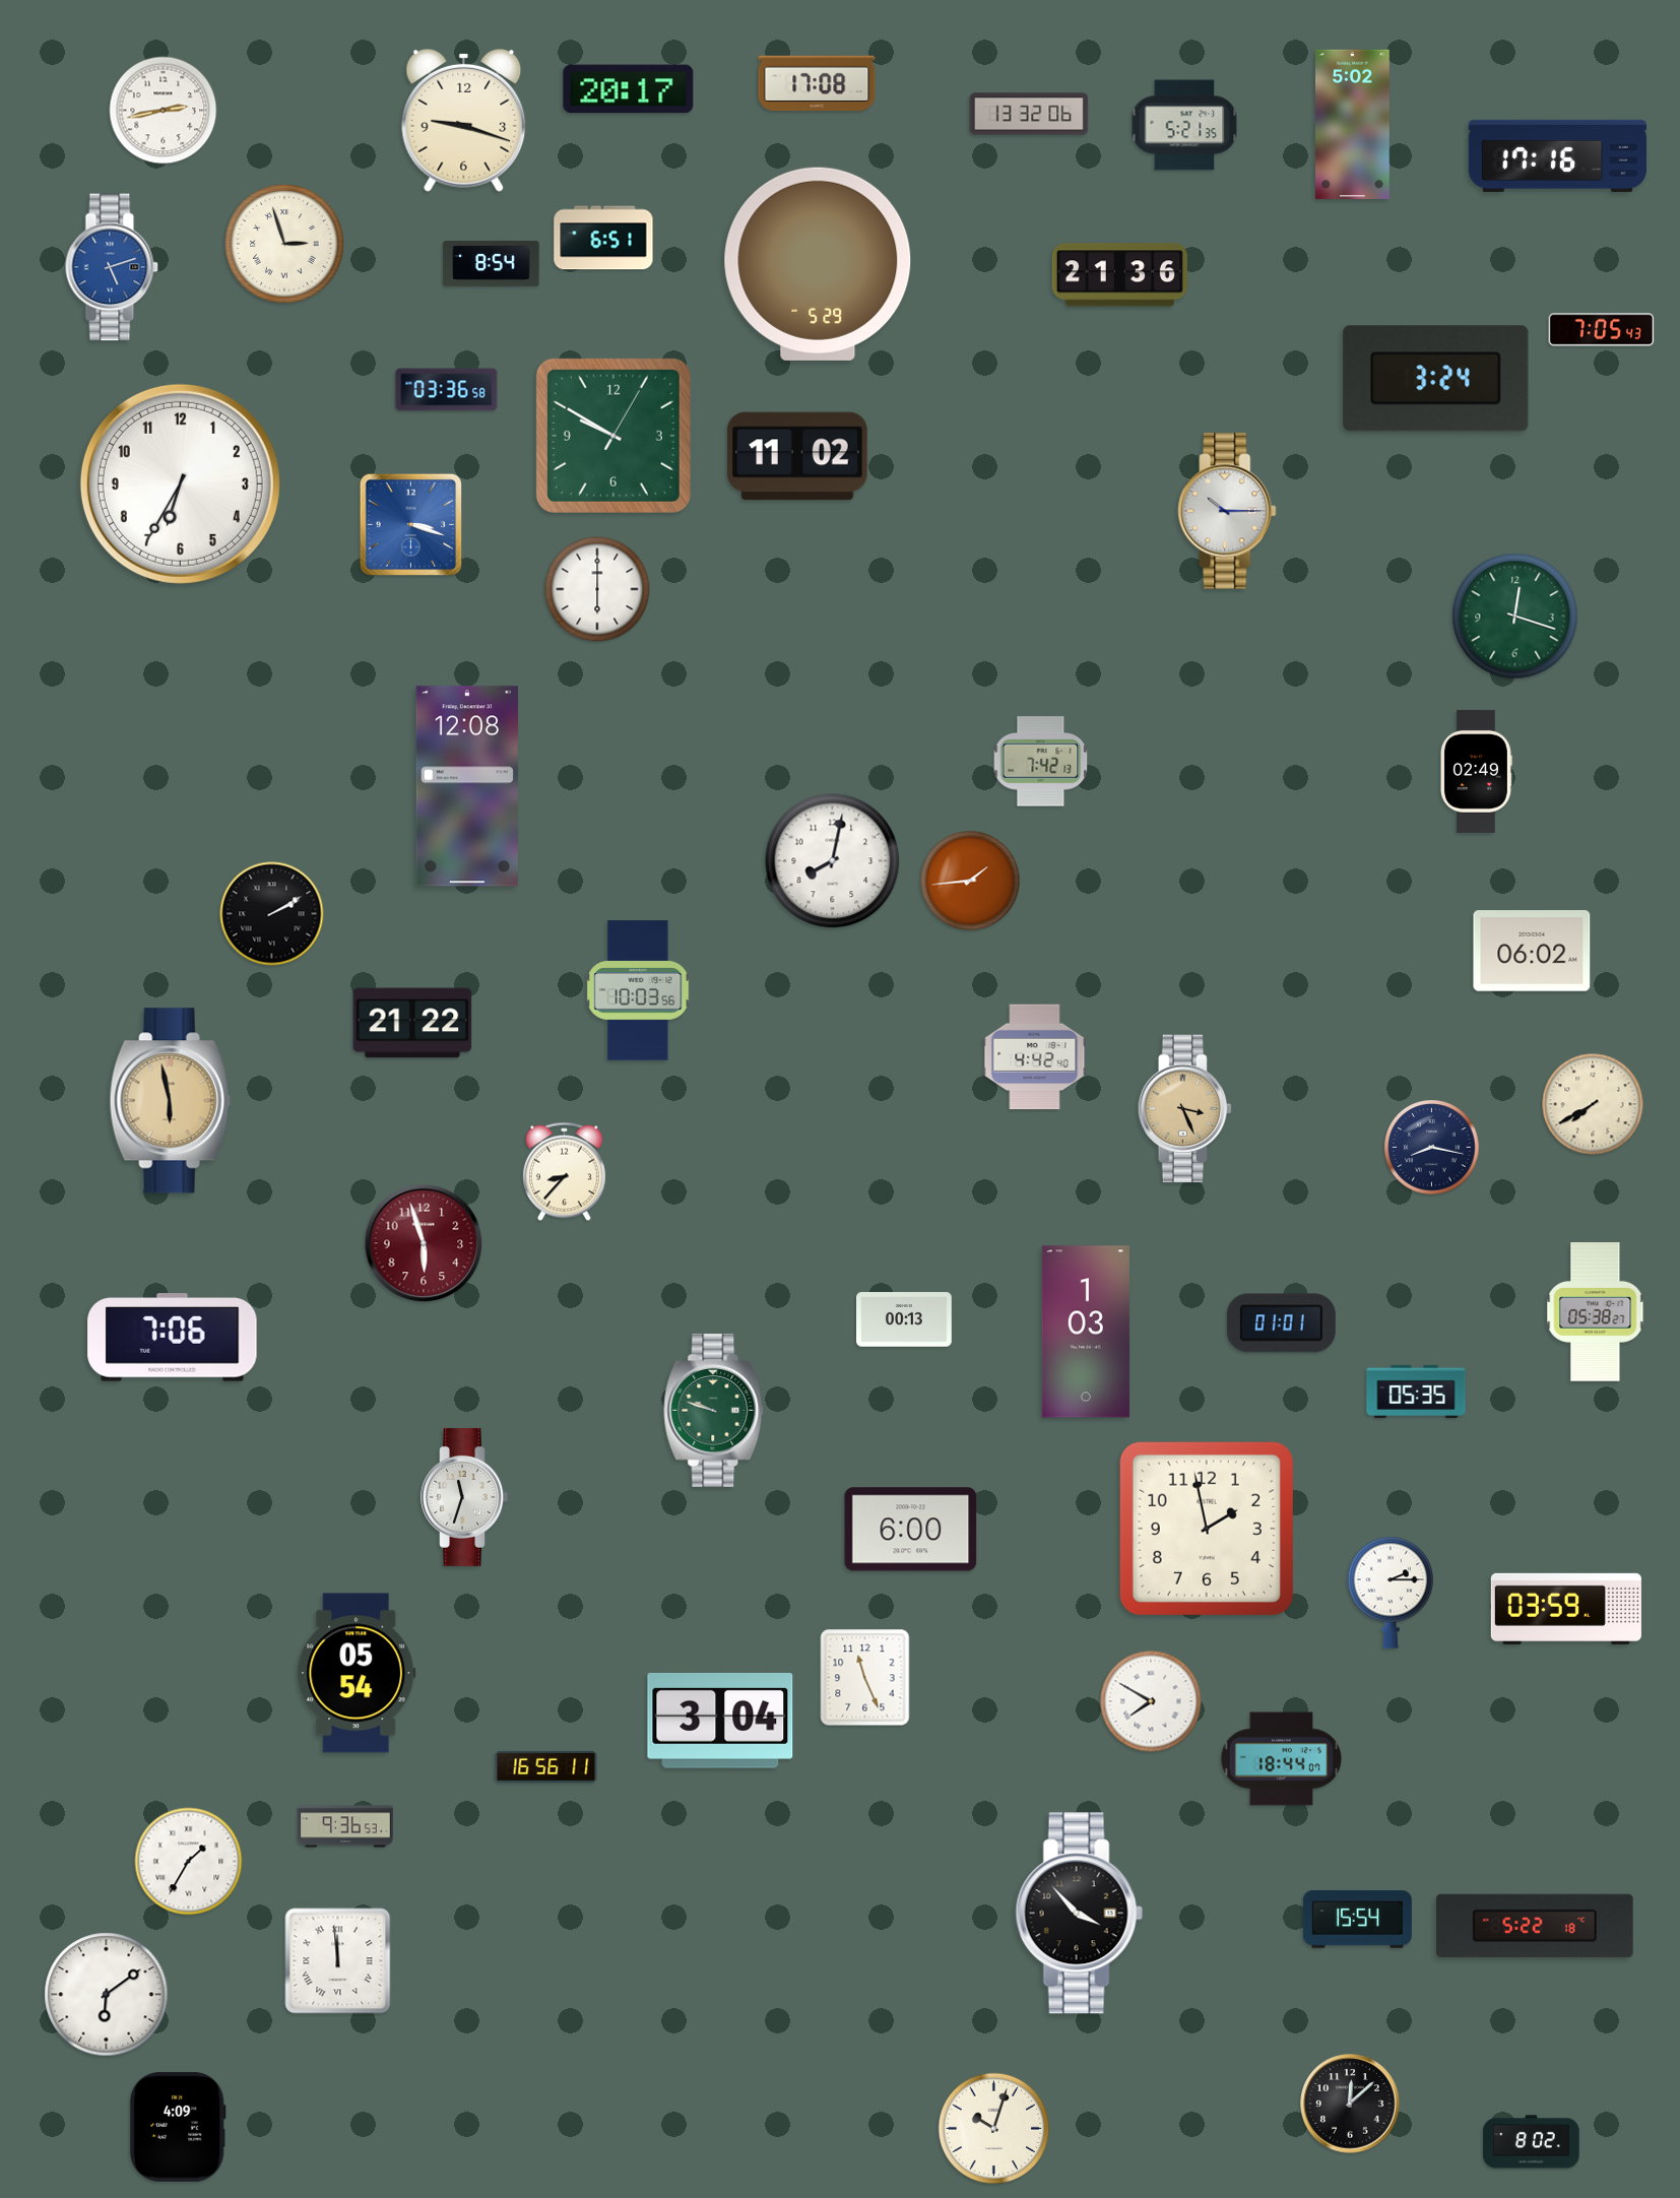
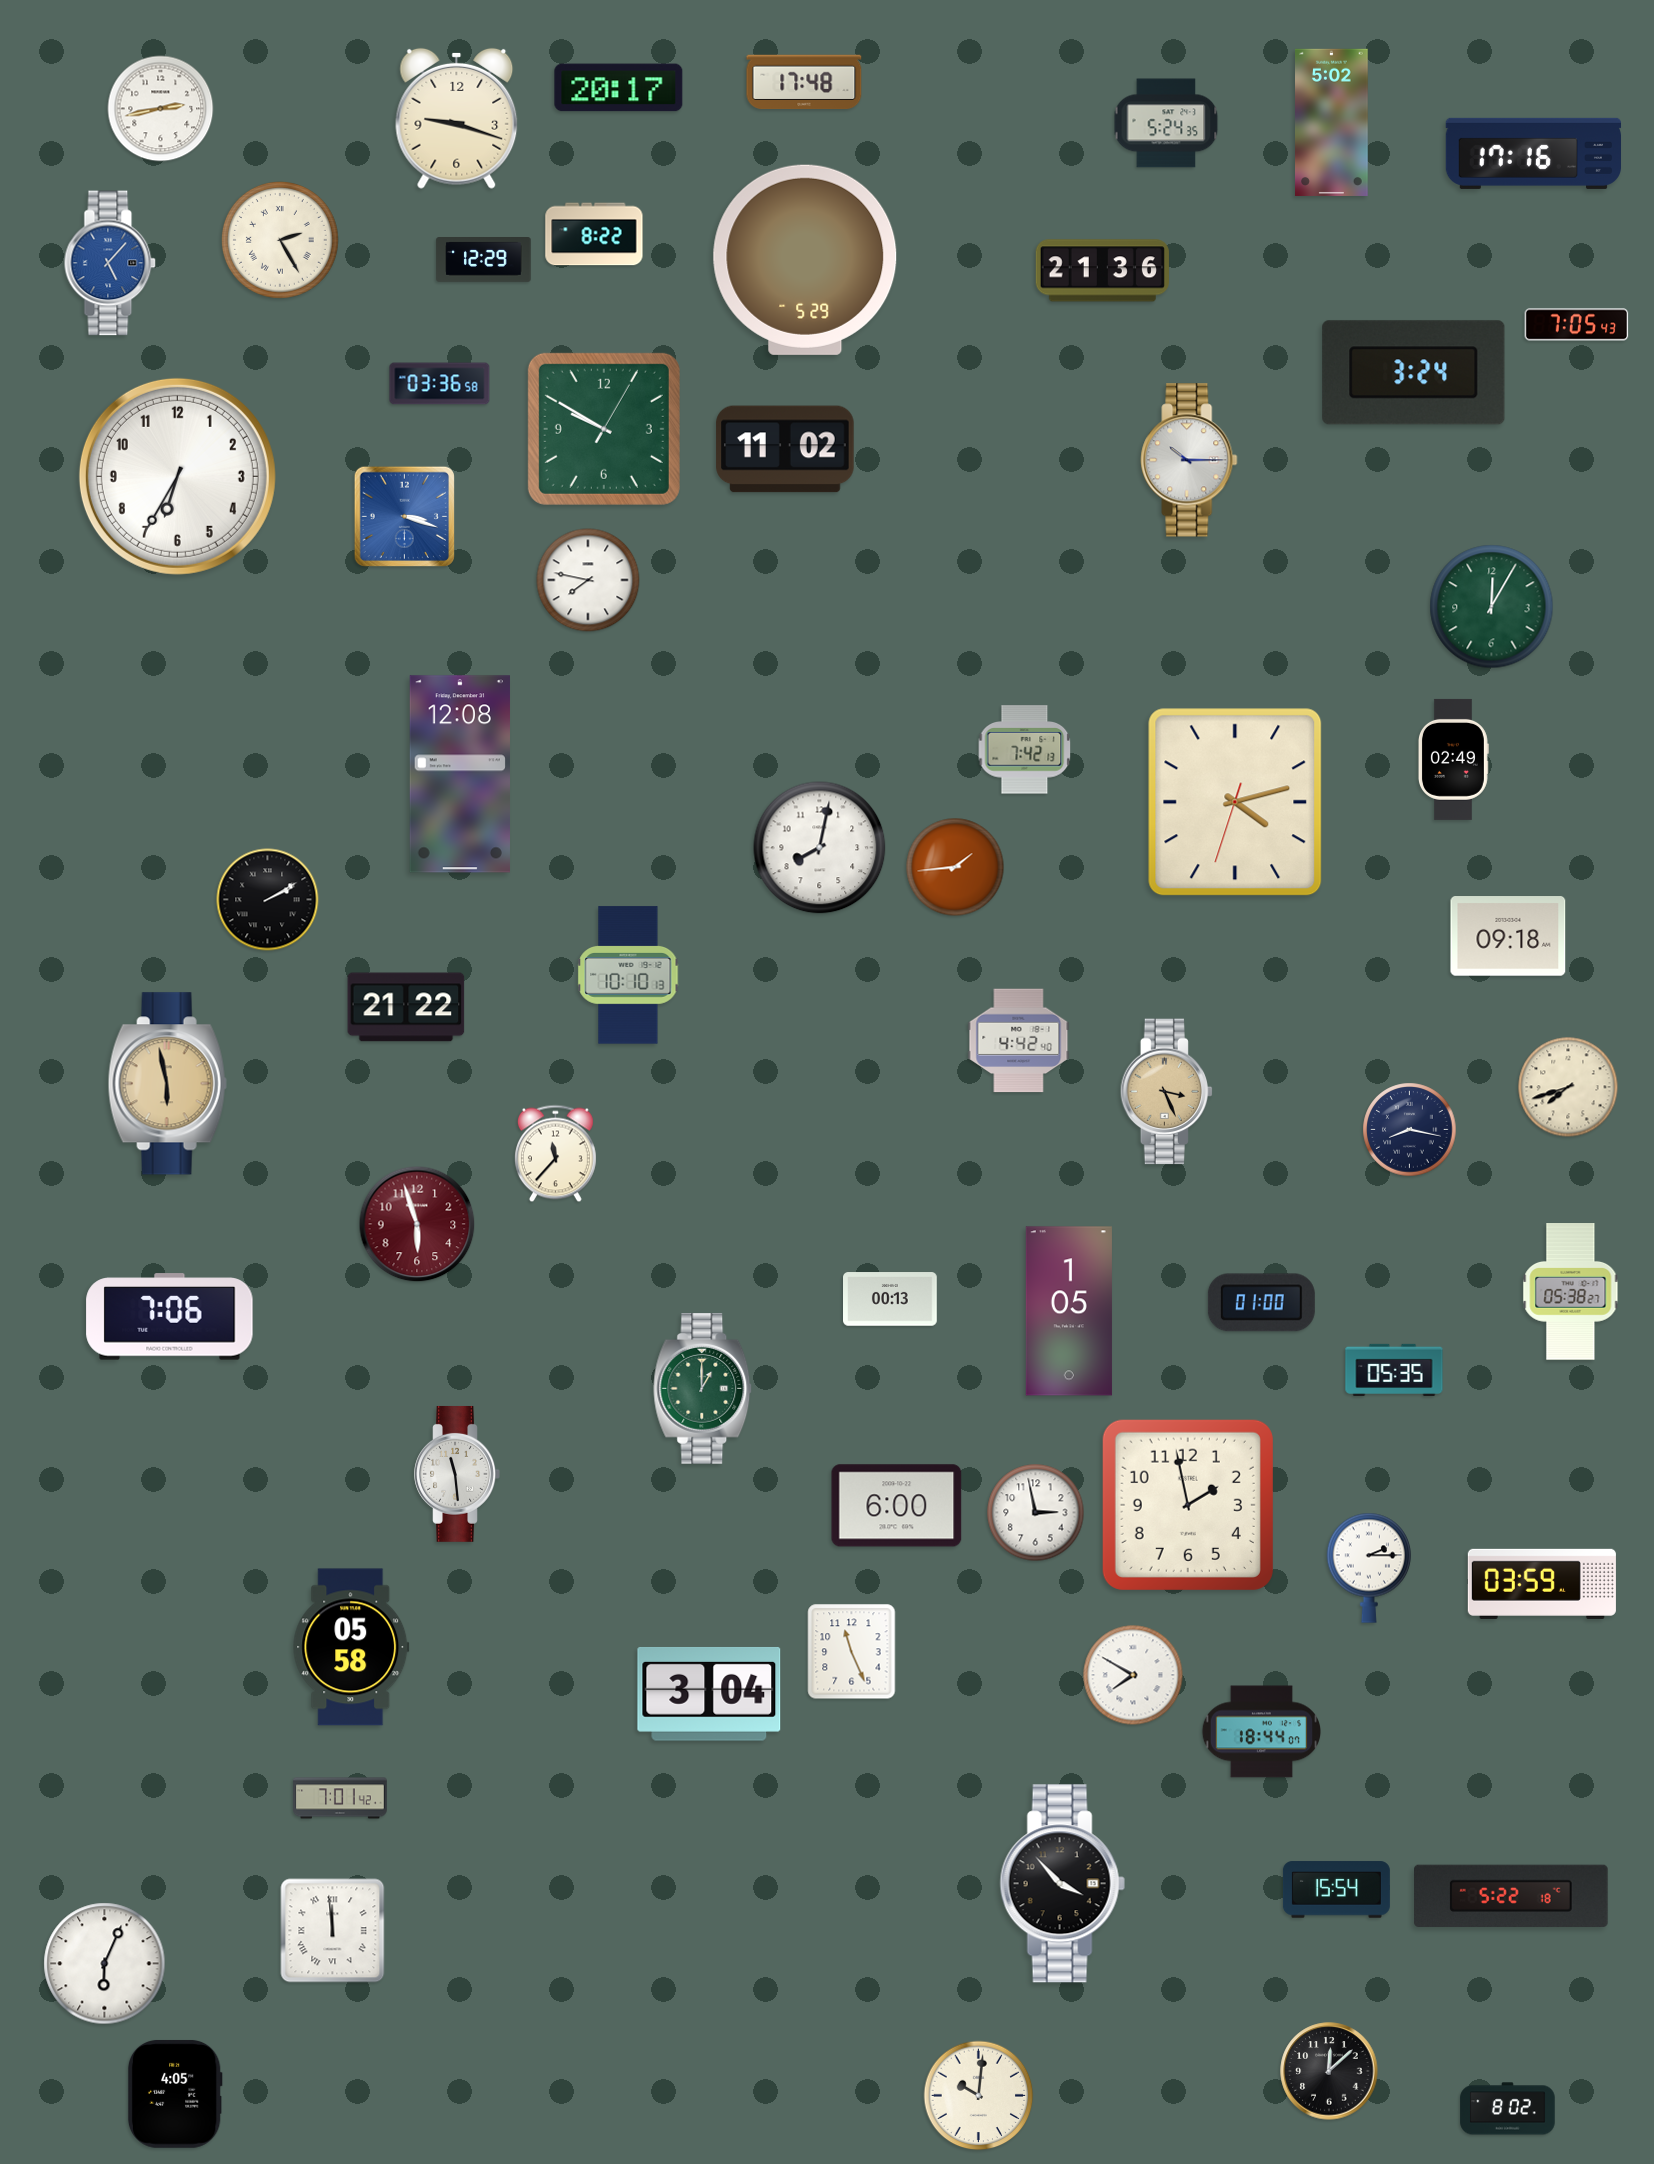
clock at (817, 83): 17:08 -> 17:48
clock at (1029, 114): 13:32 -> none
clock at (1184, 125): 5:21 -> 5:24
clock at (603, 238): 6:51 -> 8:22
clock at (284, 244): 2:57 -> 2:25
clock at (492, 264): 8:54 -> 12:29
clock at (112, 267): 5:12 -> 5:07
clock at (1227, 511) position: (1227, 511) -> (1189, 460)
clock at (597, 589): 6:00 -> 7:47
clock at (1515, 617): 12:18 -> 12:05
clock at (1235, 802): none -> 4:12
clock at (1532, 951): 06:02 -> 09:18
clock at (638, 990): 10:03 -> 10:10
clock at (1593, 1104): 7:40 -> 7:42
clock at (564, 1172): 8:37 -> 11:37
clock at (1281, 1323): 01:01 -> 01:00
clock at (1086, 1332): 1:03 -> 1:05
clock at (714, 1411): 9:48 -> 1:00
clock at (464, 1497): 11:33 -> 11:29
clock at (1036, 1513): none -> 2:58
clock at (357, 1673): 05:54 -> 05:58
clock at (546, 1766): 16:56 -> none
clock at (345, 1826): 9:36 -> 7:01
clock at (189, 1862): 1:35 -> none
clock at (107, 1995): 6:09 -> 6:04
clock at (178, 2127): 4:09 -> 4:05
clock at (994, 2129): 10:03 -> 10:01
